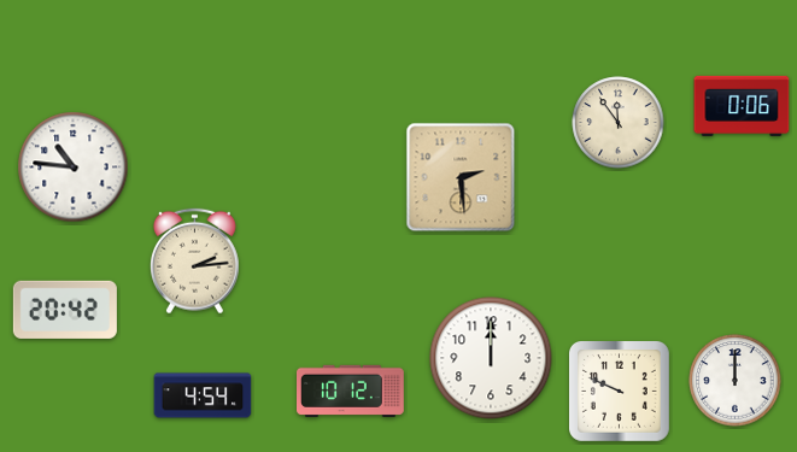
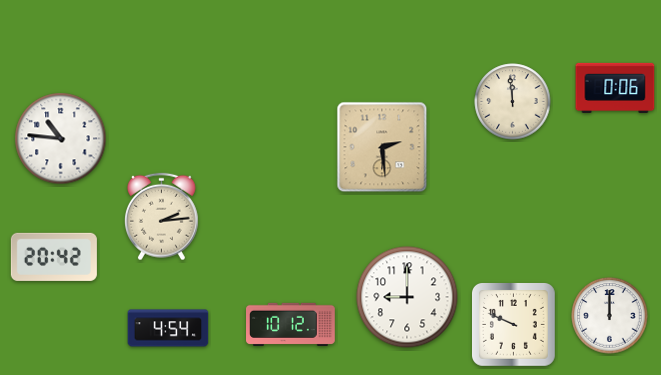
clock at (619, 123): 11:54 -> 11:59
clock at (491, 358): 12:00 -> 9:00
